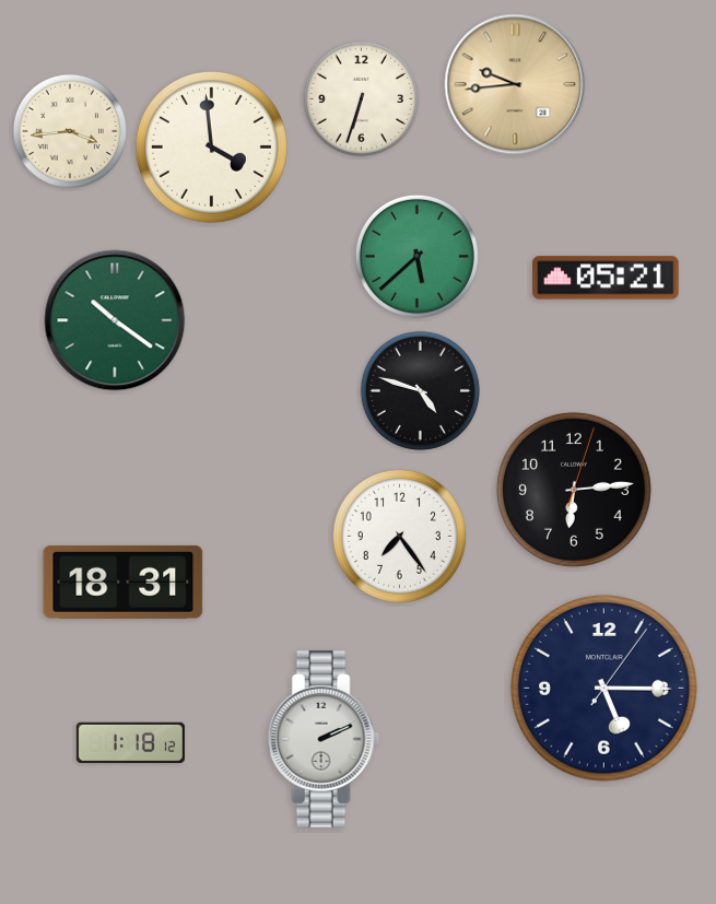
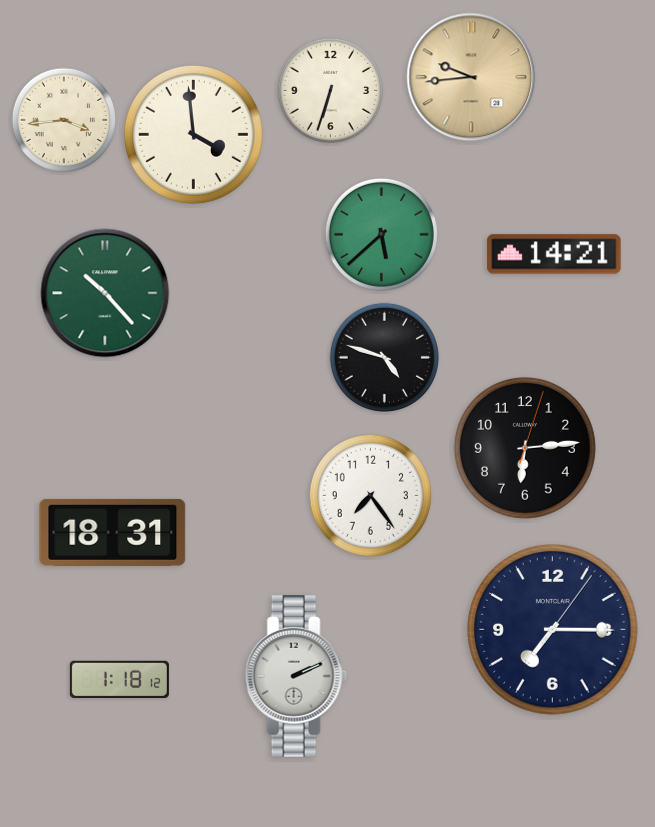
clock at (606, 278): 05:21 -> 14:21
clock at (115, 320): 10:21 -> 10:23
clock at (399, 536) position: (399, 536) -> (370, 495)
clock at (605, 689): 5:15 -> 7:15
